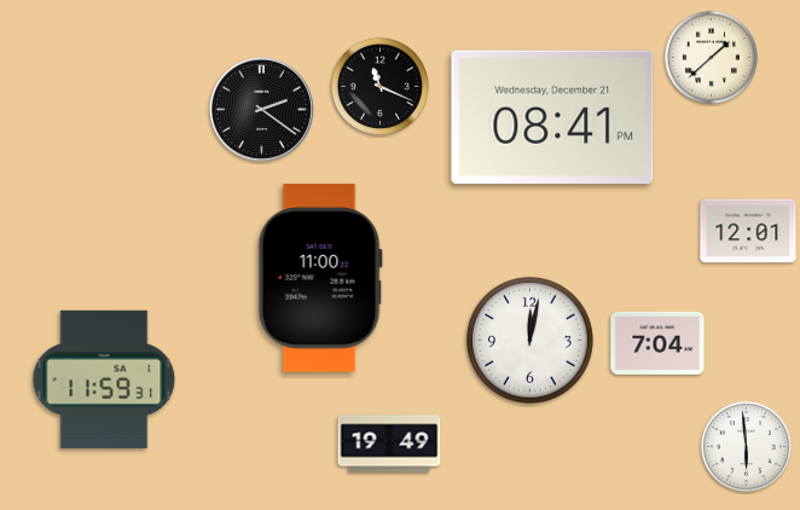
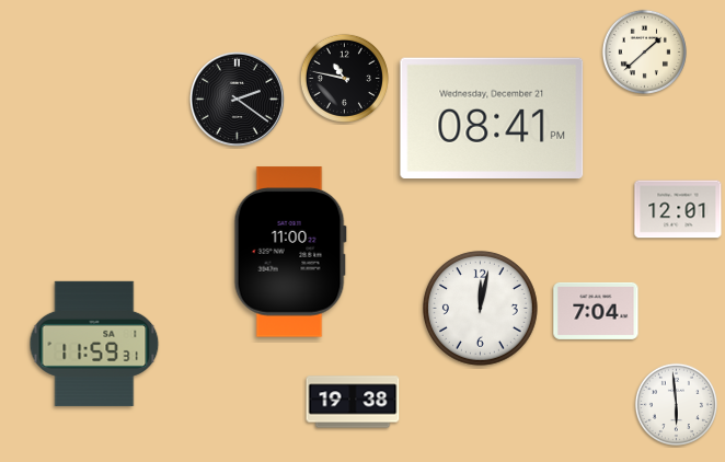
clock at (379, 86): 11:19 -> 10:47
clock at (552, 116) position: (552, 116) -> (492, 117)
clock at (389, 444): 19:49 -> 19:38
